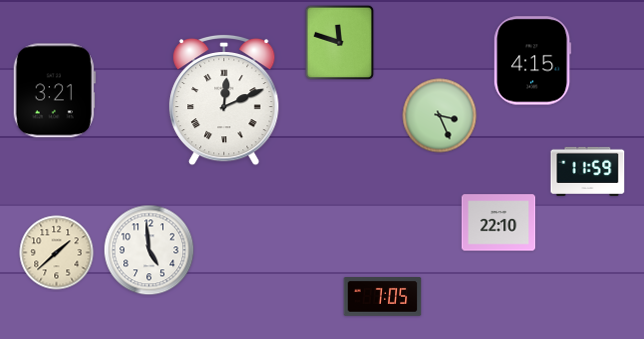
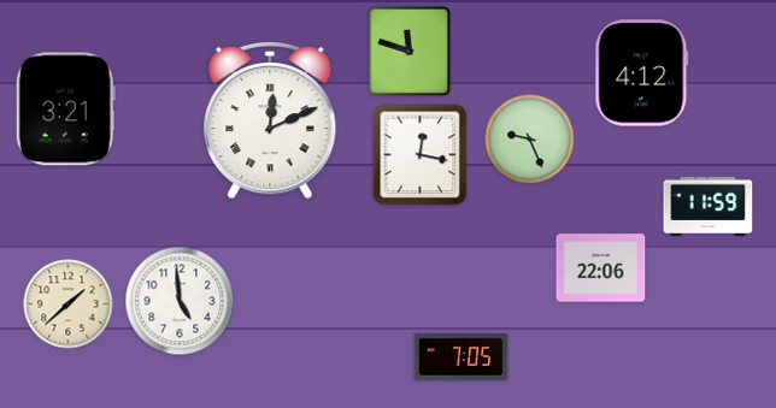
clock at (533, 61): 4:15 -> 4:12
clock at (440, 116): 3:26 -> 9:26
clock at (421, 155): none -> 12:17
clock at (499, 223): 22:10 -> 22:06
